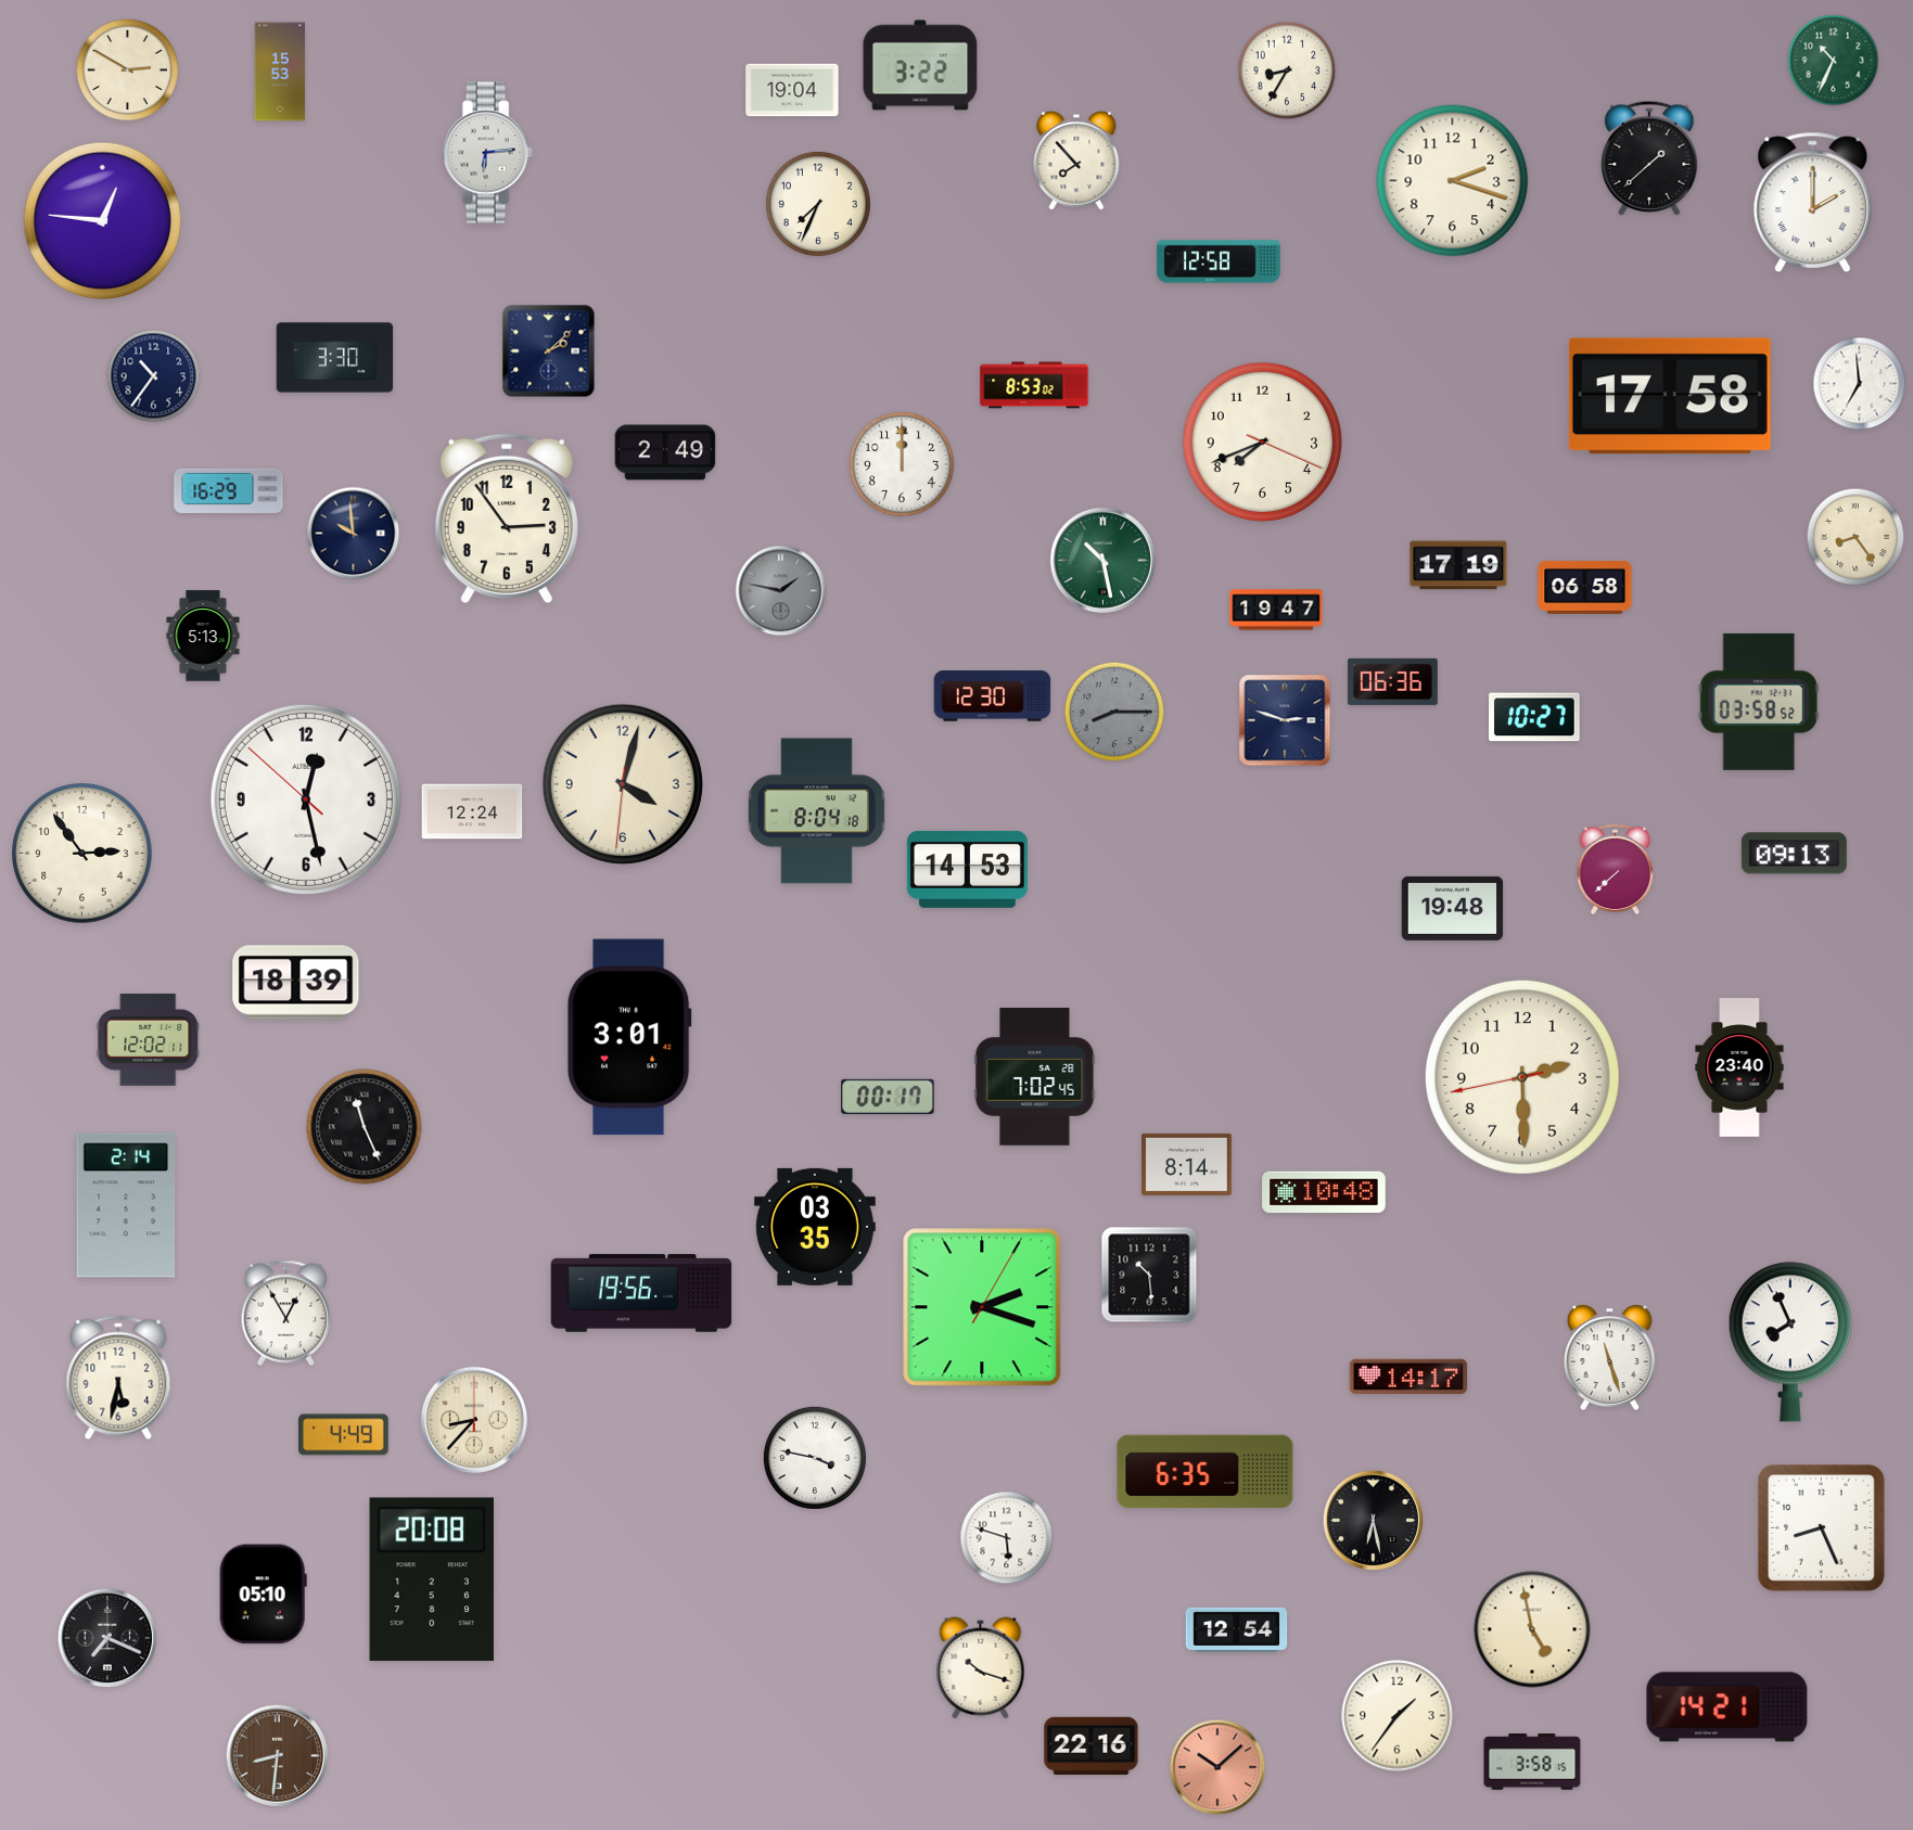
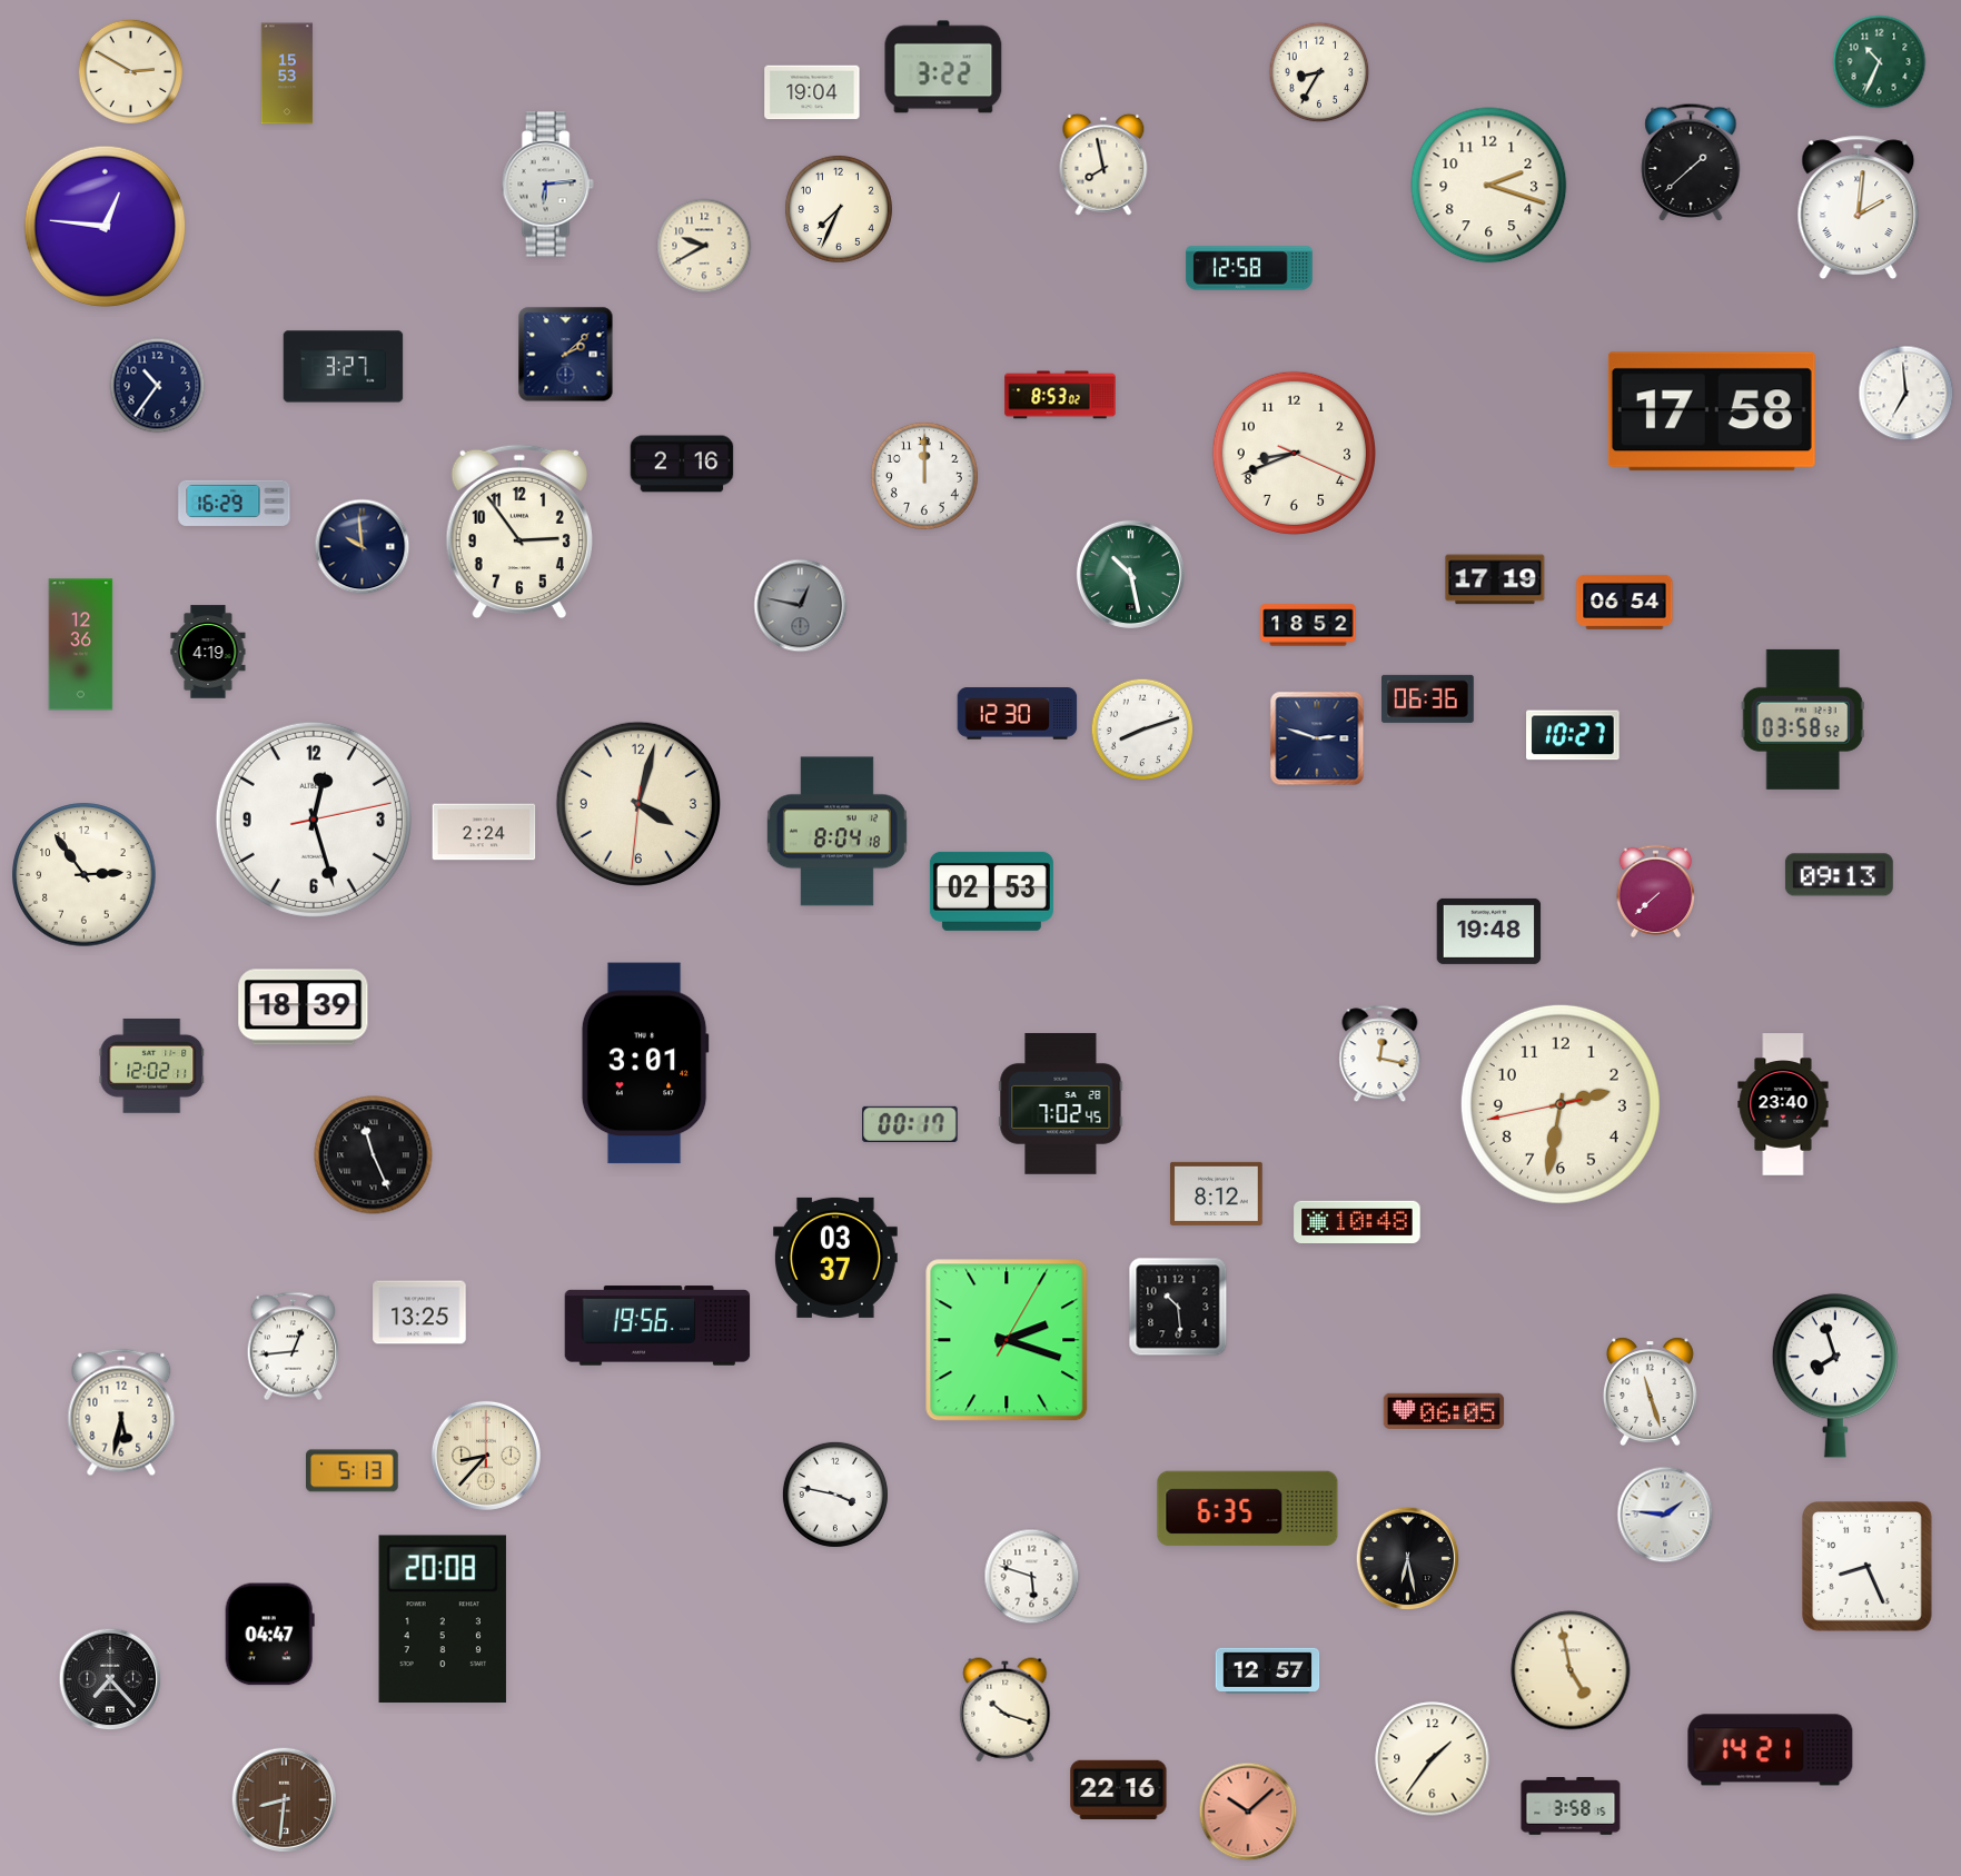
clock at (487, 153) position: (487, 153) -> (547, 185)
clock at (1076, 161): 7:53 -> 7:58
clock at (1813, 203): 2:00 -> 2:01
clock at (704, 246): none -> 9:40
clock at (549, 351) position: (549, 351) -> (566, 355)
clock at (335, 358): 3:30 -> 3:27
clock at (1670, 396) position: (1670, 396) -> (1712, 411)
clock at (1262, 441): 7:41 -> 8:41
clock at (665, 452): 2:49 -> 2:16
clock at (1855, 537): 8:24 -> none
clock at (1585, 587): 06:58 -> 06:54
clock at (781, 591): 1:47 -> 12:47
clock at (1276, 610): 19:47 -> 18:52
clock at (81, 645): none -> 12:36
clock at (203, 636): 5:13 -> 4:19
clock at (1114, 712): 8:15 -> 8:12
clock at (1114, 712) dial: grey -> white
clock at (306, 799): 12:27:52 -> 12:27:13
clock at (472, 811): 12:24 -> 2:24
clock at (967, 869): 14:53 -> 02:53
clock at (1380, 1054): none -> 12:17
clock at (1739, 1067) position: (1739, 1067) -> (1783, 1104)
clock at (1522, 1077): 2:29 -> 2:31
clock at (1187, 1164): 8:14 -> 8:12
clock at (126, 1205): 2:14 -> none
clock at (815, 1227): 03:35 -> 03:37
clock at (419, 1312): none -> 13:25
clock at (285, 1314): 12:55 -> 12:44
clock at (1790, 1342): 7:56 -> 7:57
clock at (1408, 1377): 14:17 -> 06:05
clock at (344, 1435): 4:49 -> 5:13
clock at (1206, 1472) position: (1206, 1472) -> (1248, 1509)
clock at (1665, 1515): none -> 1:46
clock at (263, 1595): 05:10 -> 04:47
clock at (1237, 1629): 12:54 -> 12:57
clock at (107, 1638): 7:19 -> 7:23
